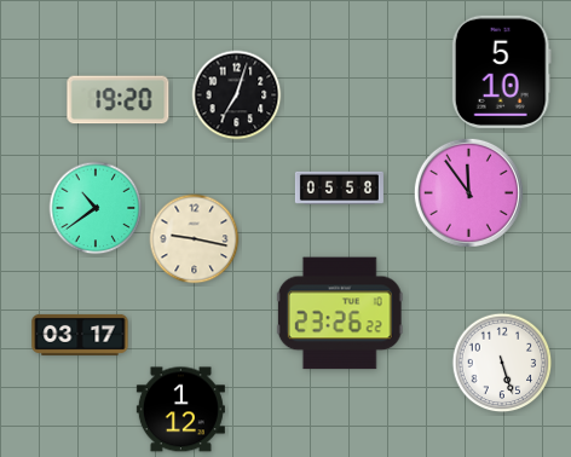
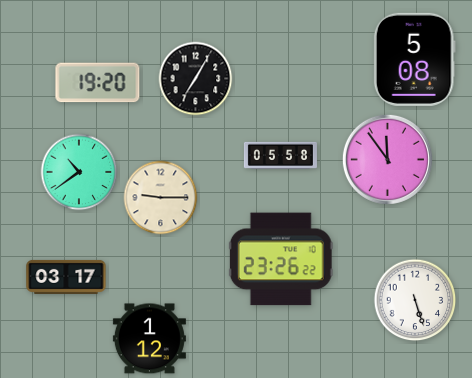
clock at (501, 71): 5:10 -> 5:08
clock at (237, 96): 7:03 -> 7:05
clock at (195, 239): 9:17 -> 9:15
